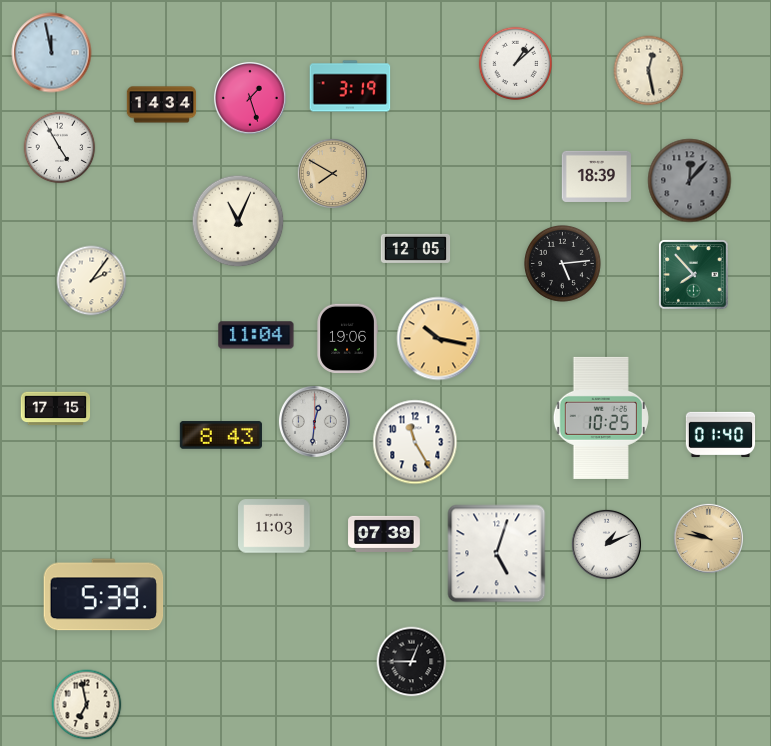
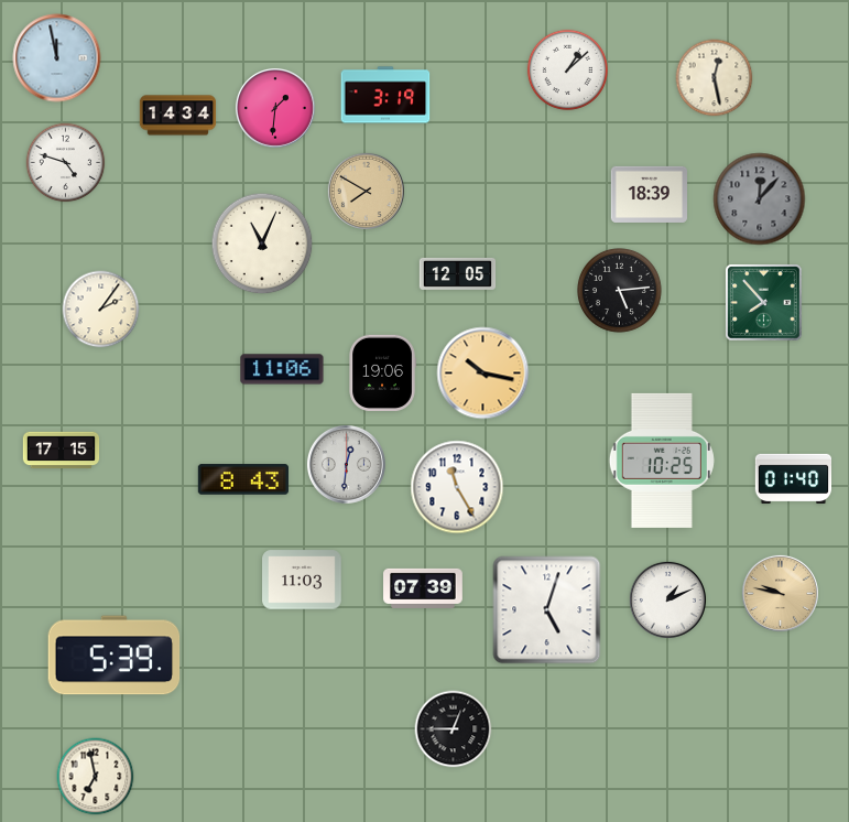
clock at (250, 98): 1:27 -> 1:31
clock at (60, 148): 4:55 -> 4:48
clock at (597, 176) position: (597, 176) -> (650, 194)
clock at (256, 335): 11:04 -> 11:06
